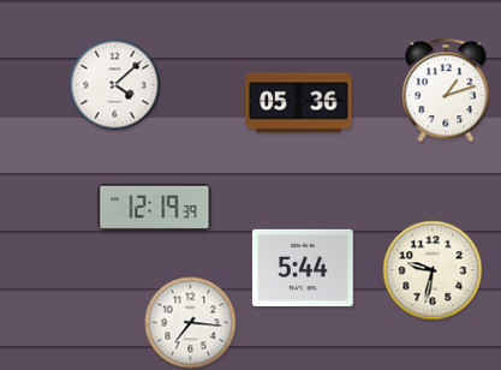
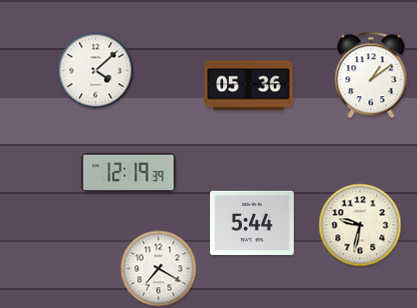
clock at (446, 90): 1:12 -> 1:09
clock at (191, 323): 7:16 -> 7:20
